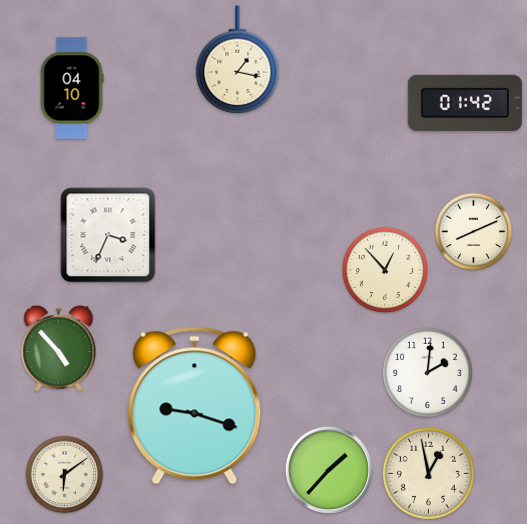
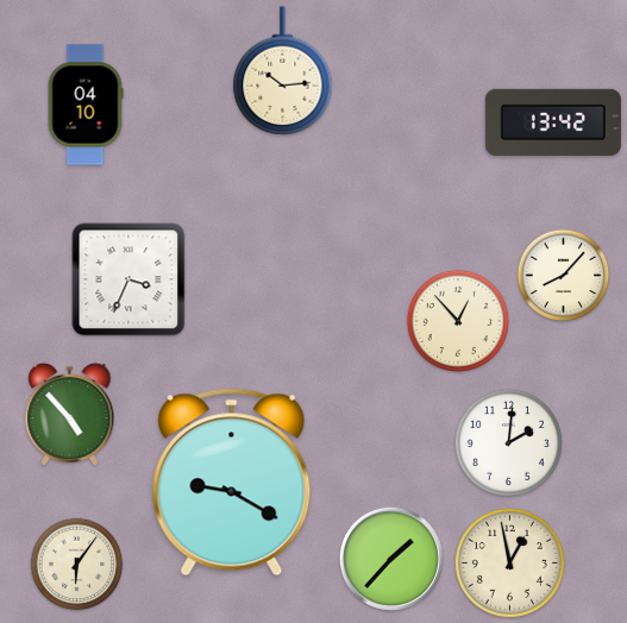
clock at (238, 60): 1:17 -> 10:14
clock at (465, 103): 01:42 -> 13:42
clock at (474, 232): 8:11 -> 8:07
clock at (195, 406): 9:18 -> 9:20
clock at (65, 475): 6:09 -> 6:06
